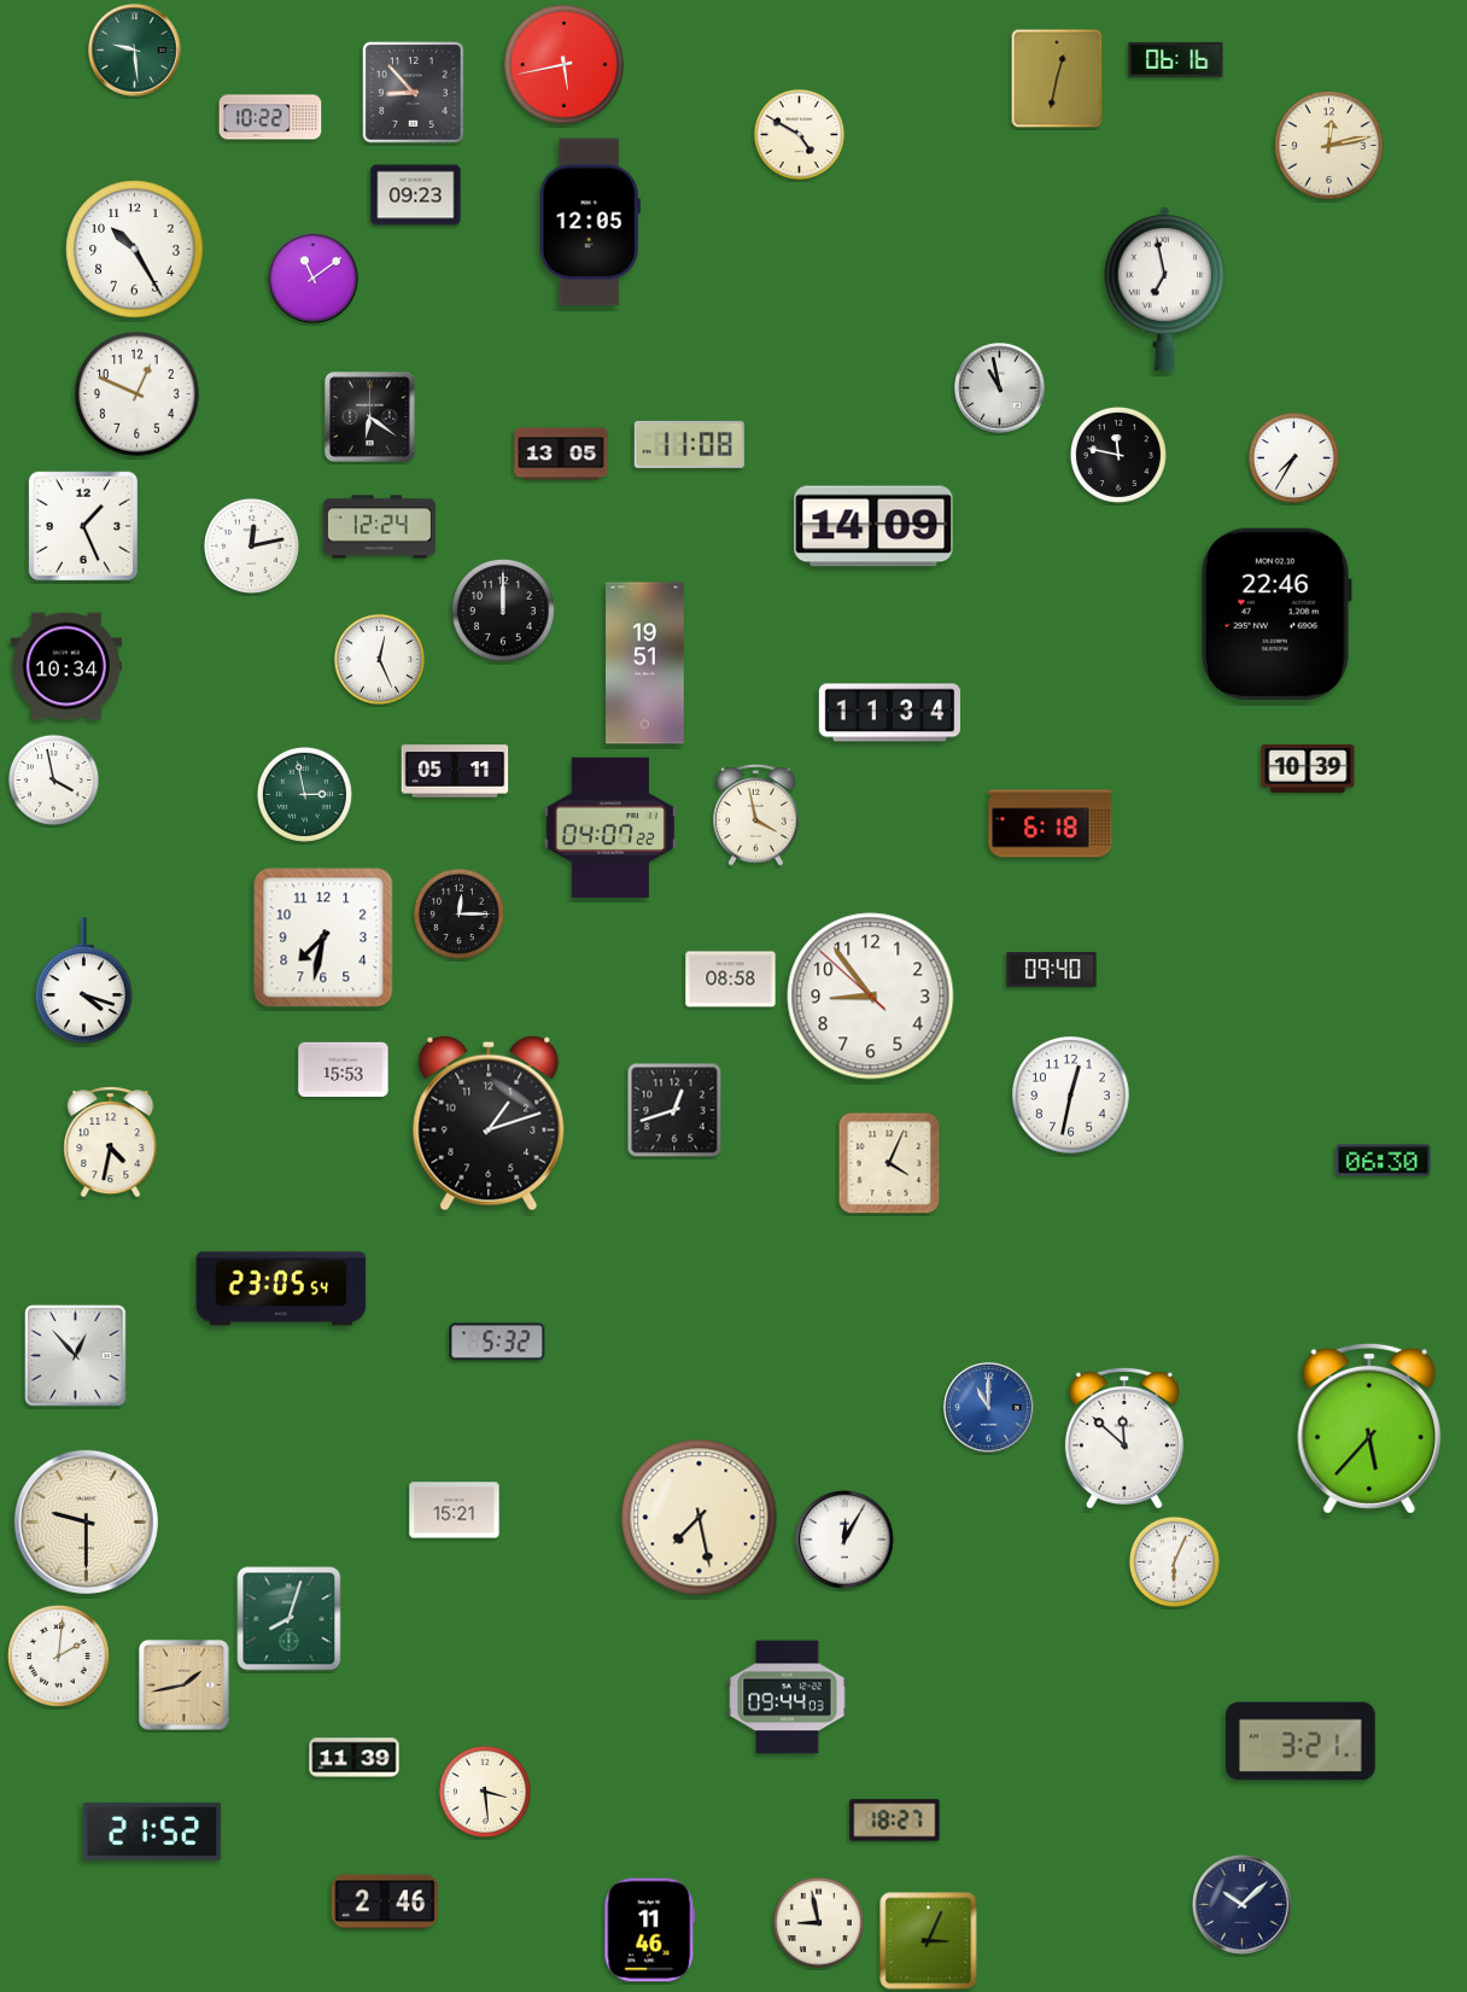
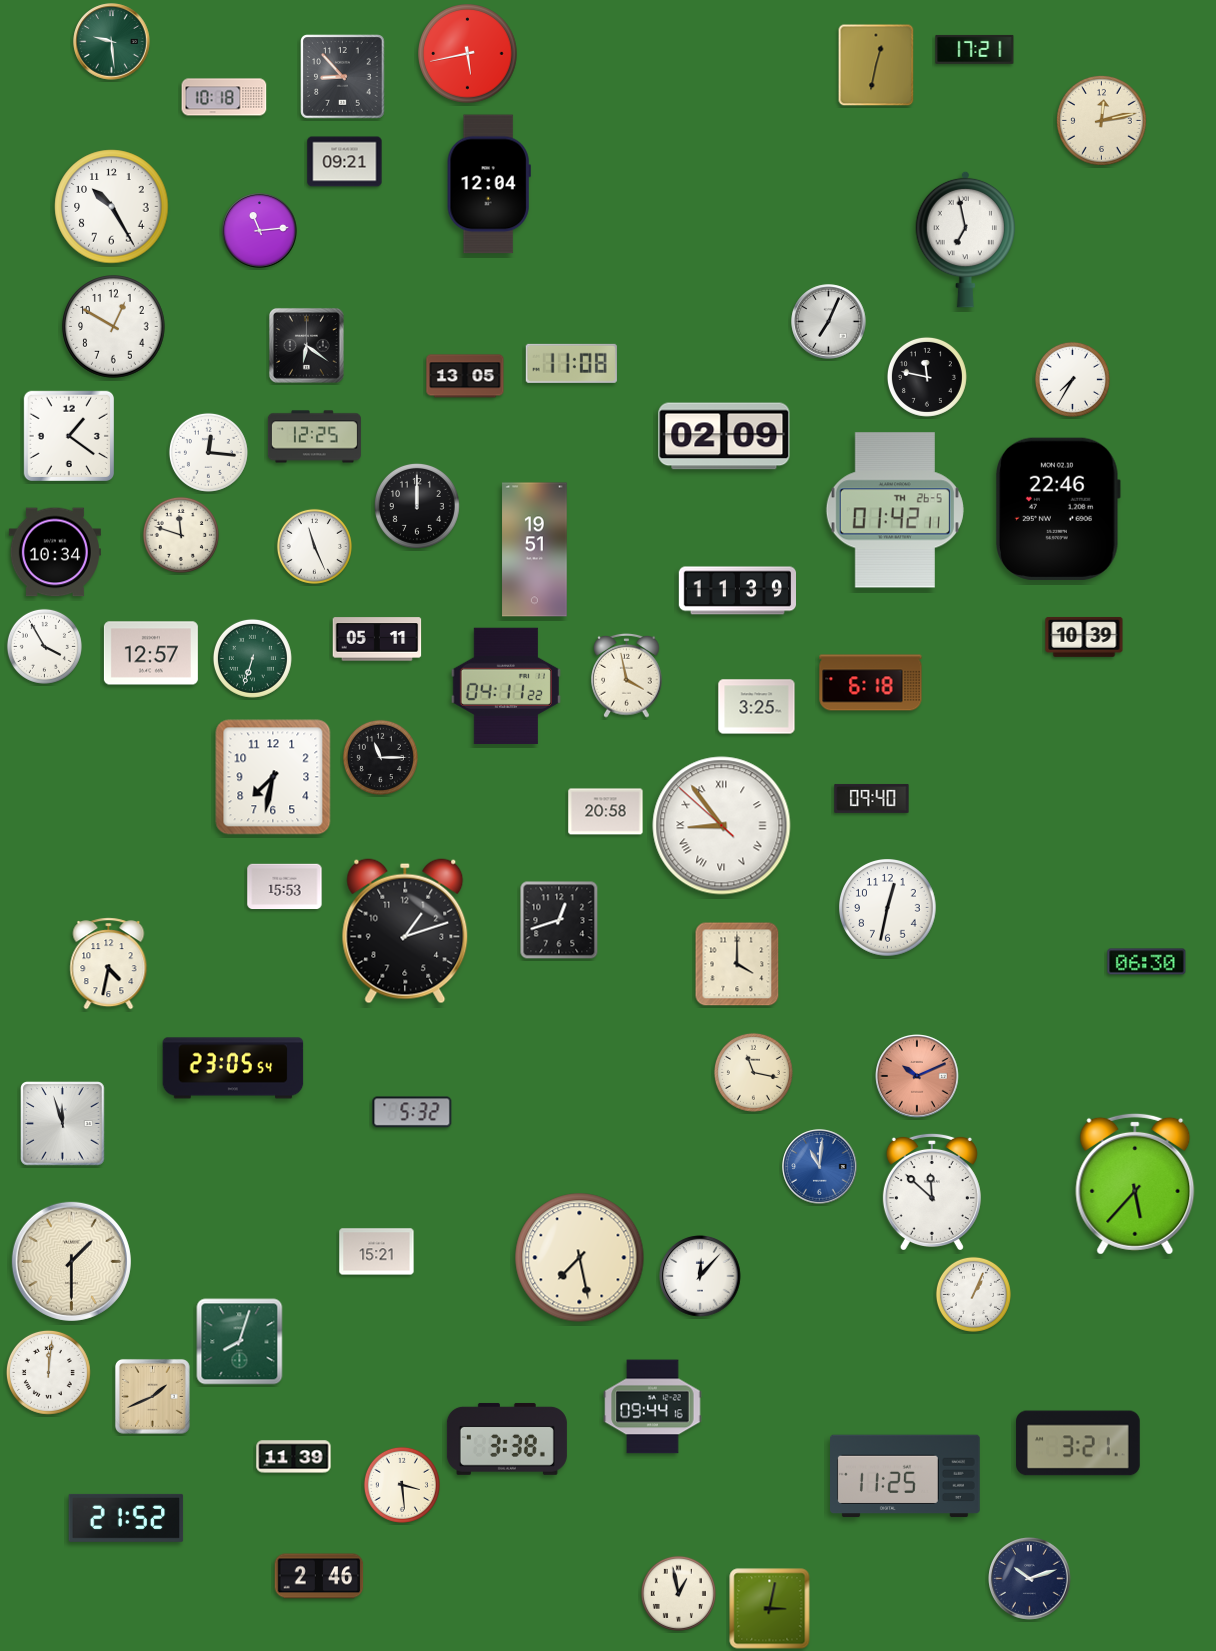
clock at (1176, 59): 06:16 -> 17:21
clock at (270, 117): 10:22 -> 10:18
clock at (799, 134): 4:50 -> none
clock at (416, 195): 09:23 -> 09:21
clock at (590, 222): 12:05 -> 12:04
clock at (314, 279): 11:09 -> 11:14
clock at (1000, 389): 10:58 -> 7:04
clock at (138, 395): 12:49 -> 12:50
clock at (689, 444) position: (689, 444) -> (571, 363)
clock at (82, 525): 1:26 -> 1:21
clock at (873, 526): 14:09 -> 02:09
clock at (379, 527): 12:24 -> 12:25
clock at (251, 545): 12:13 -> 12:16
clock at (895, 510): none -> 01:42
clock at (181, 535): none -> 11:48
clock at (379, 659): 12:26 -> 11:26
clock at (889, 713): 11:34 -> 11:39
clock at (53, 779): 3:58 -> 3:55
clock at (151, 653): none -> 12:57
clock at (304, 794): 2:58 -> 6:33
clock at (610, 826): 04:07 -> 04:11
clock at (757, 707): none -> 3:25
clock at (458, 913): 12:15 -> 11:15
clock at (323, 937) position: (323, 937) -> (273, 777)
clock at (1052, 969) position: (1052, 969) -> (872, 798)
clock at (731, 980): 08:58 -> 20:58
clock at (84, 981): 4:18 -> none
clock at (871, 997) numerals: Arabic -> Roman
clock at (111, 1143) position: (111, 1143) -> (109, 964)
clock at (889, 1163): 4:04 -> 4:00
clock at (753, 1072): none -> 11:17
clock at (918, 1077): none -> 10:11
clock at (76, 1356): 12:53 -> 11:57
clock at (989, 1408): 11:00 -> 11:01
clock at (86, 1521): 9:30 -> 1:30
clock at (844, 1540): 12:05 -> 12:07
clock at (1174, 1561): 6:04 -> 1:04
clock at (58, 1655): 2:01 -> 12:01
clock at (183, 1684): 1:43 -> 1:41
clock at (788, 1698): 09:44:03 -> 09:44:16
clock at (507, 1439): none -> 3:38
clock at (906, 1476): none -> 11:25
clock at (895, 1821): 18:27 -> none
clock at (1243, 1905): 10:08 -> 10:12
clock at (818, 1922): 8:58 -> 12:58
clock at (650, 1930): 11:46 -> none
clock at (929, 1941): 3:04 -> 3:02
